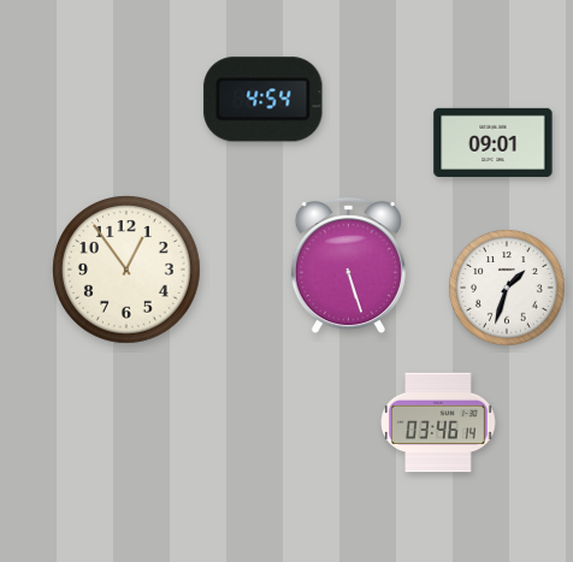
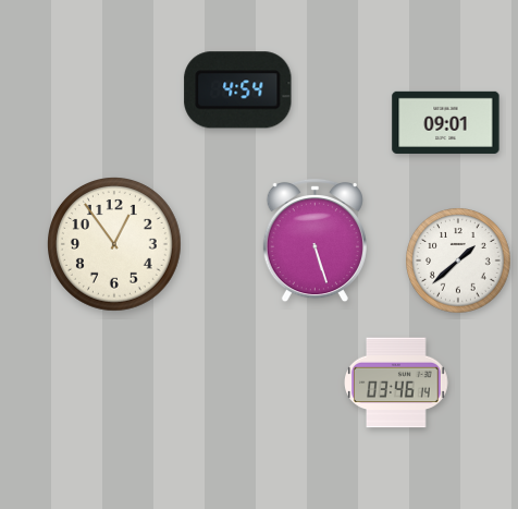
clock at (494, 142) position: (494, 142) -> (446, 122)
clock at (507, 288): 1:33 -> 1:38
